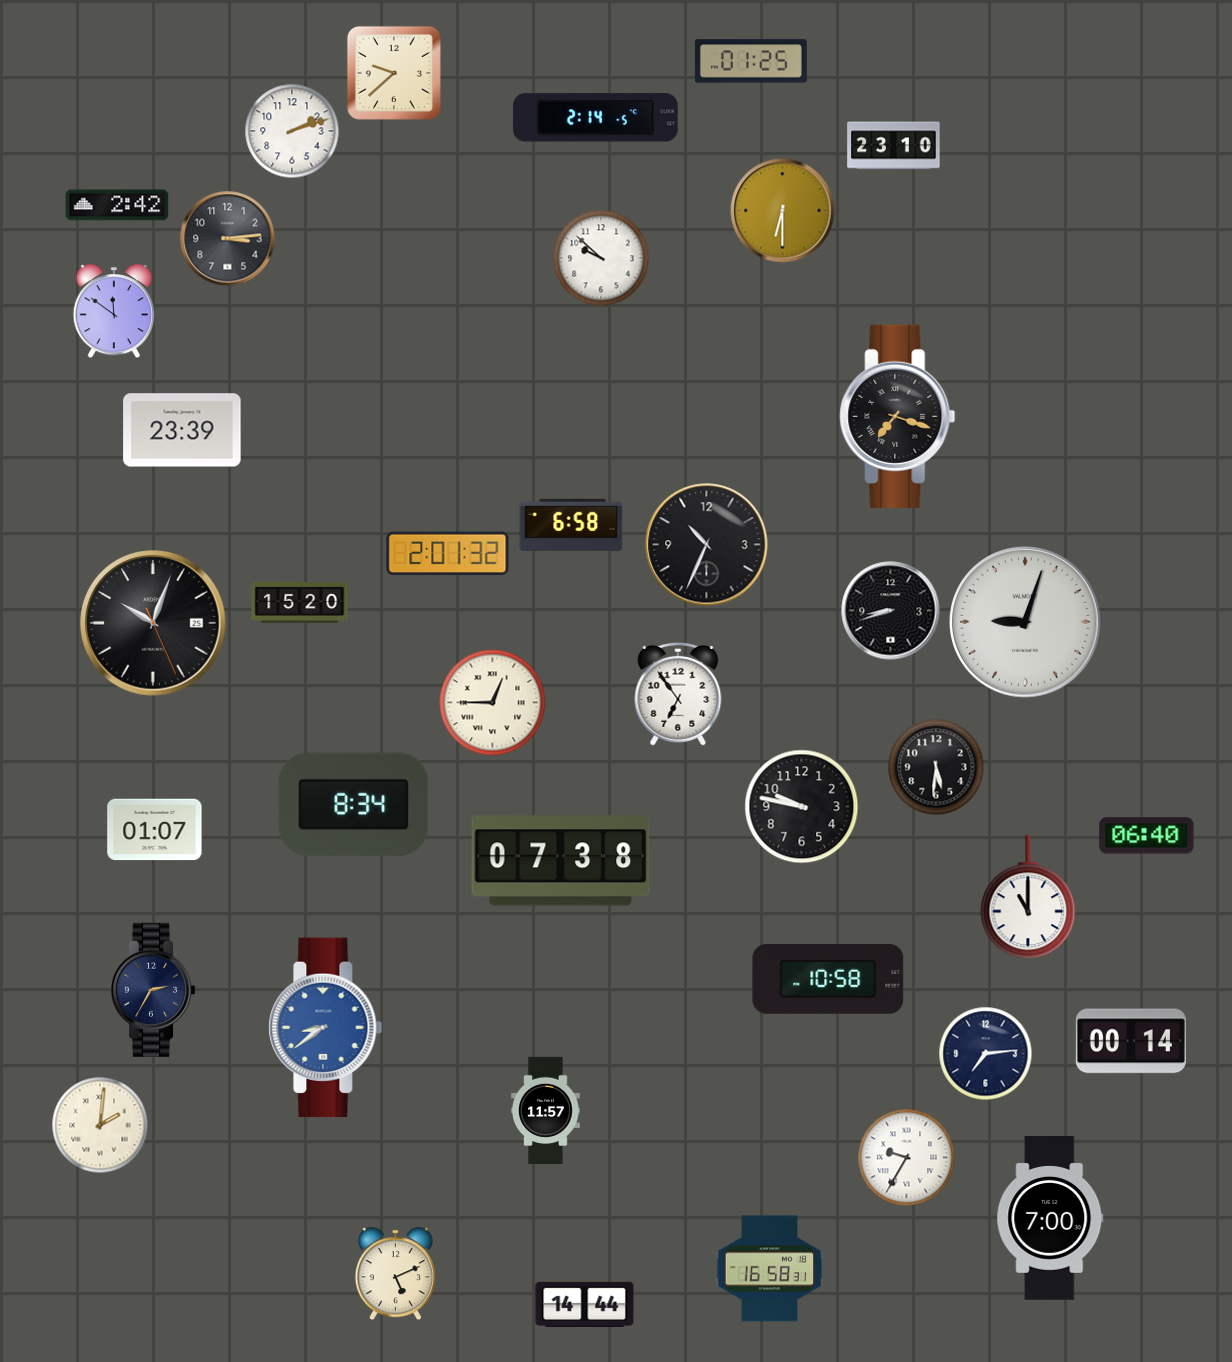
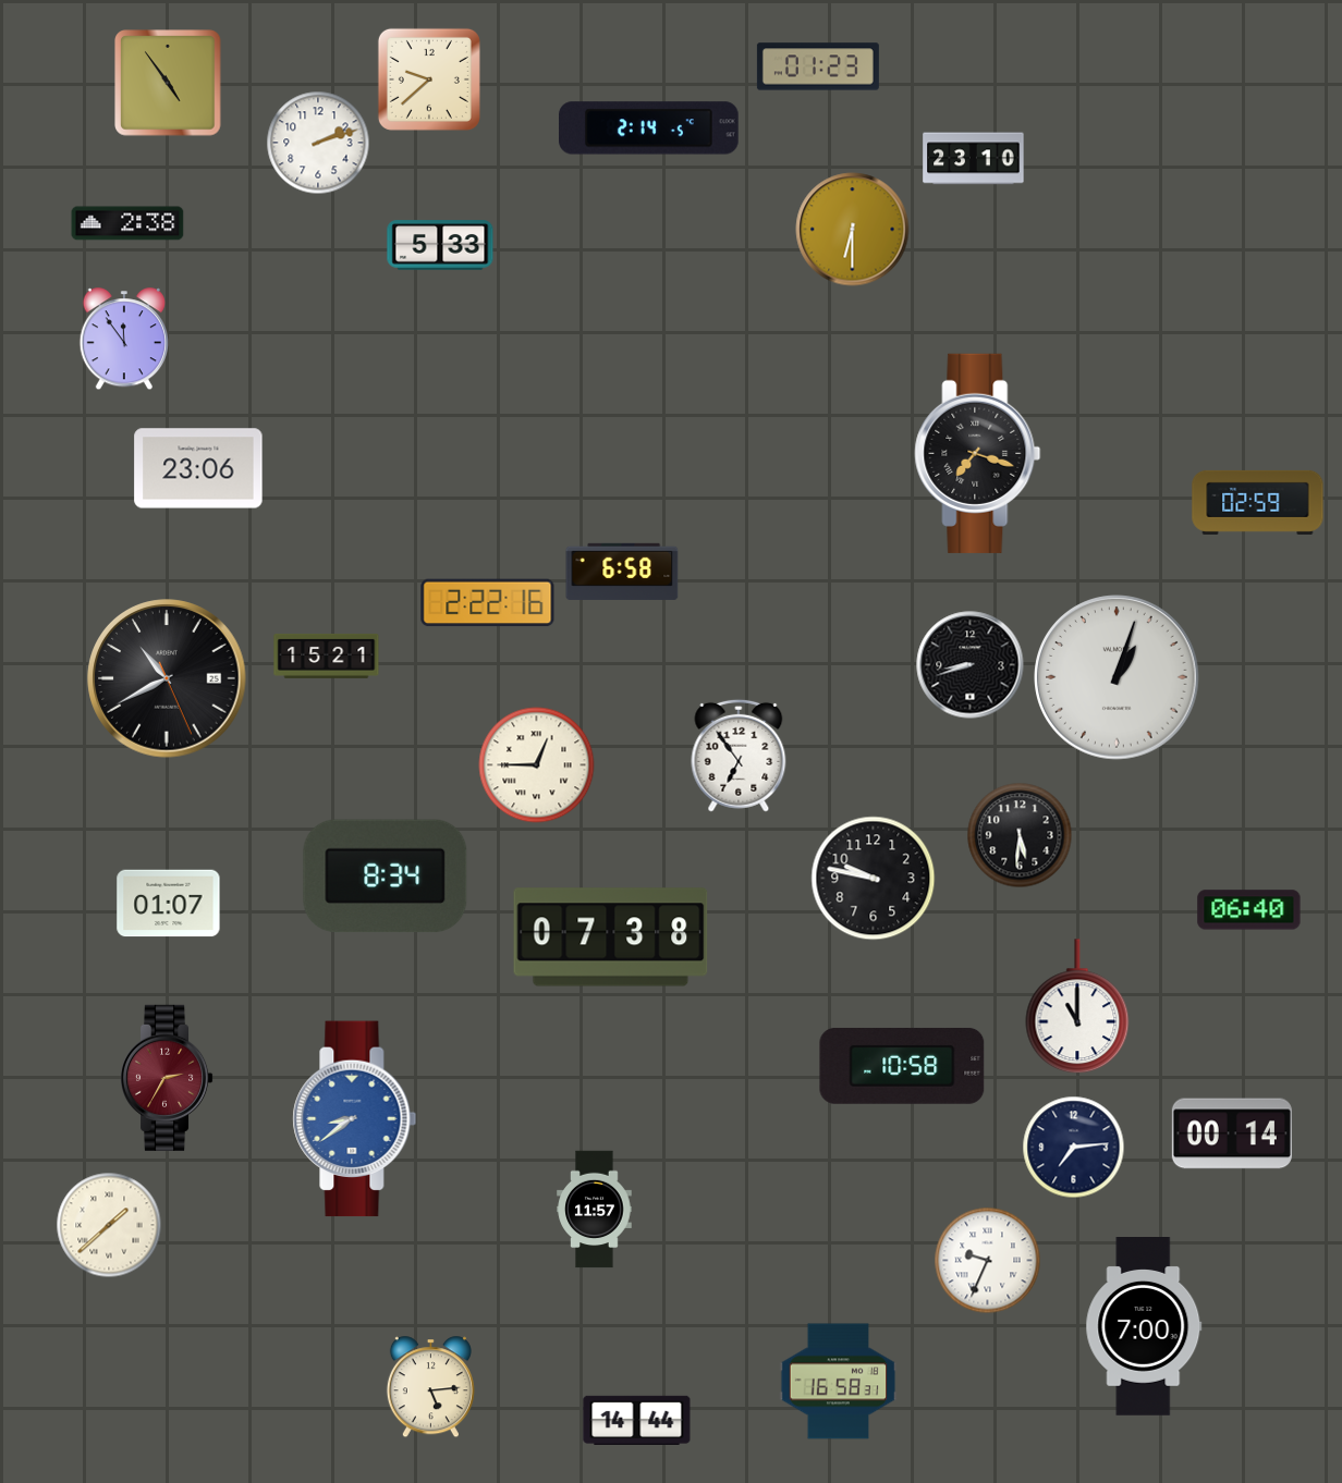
clock at (751, 61): 01:25 -> 01:23
clock at (168, 83): none -> 4:54
clock at (117, 205): 2:42 -> 2:38
clock at (440, 245): none -> 5:33
clock at (228, 239): 3:14 -> none
clock at (601, 258): 9:52 -> none
clock at (113, 312): 11:51 -> 11:54
clock at (182, 430): 23:39 -> 23:06
clock at (1258, 502): none -> 02:59
clock at (707, 545): 10:34 -> none
clock at (448, 554): 2:01 -> 2:22
clock at (300, 602): 15:20 -> 15:21
clock at (1025, 622): 9:03 -> 1:03
clock at (153, 623): 10:03 -> 10:40
clock at (1028, 898) position: (1028, 898) -> (1077, 1007)
clock at (154, 990) dial: navy -> burgundy
clock at (100, 1125): 2:01 -> 1:38
clock at (907, 1158): 9:35 -> 9:34
clock at (395, 1274): 5:11 -> 5:14
